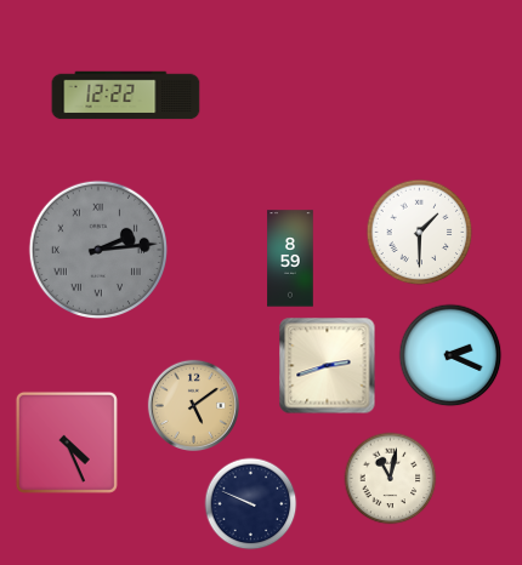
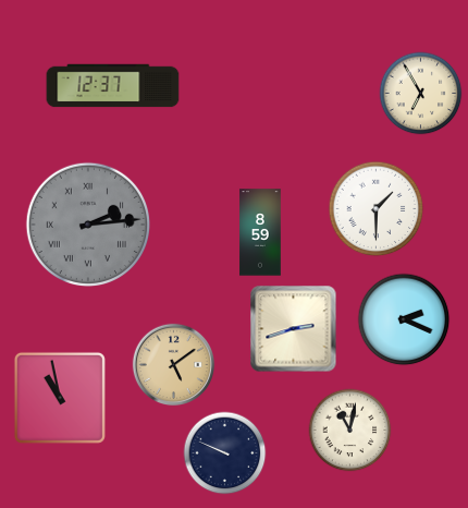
clock at (126, 96): 12:22 -> 12:37
clock at (421, 94): none -> 6:55
clock at (67, 443): 4:26 -> 10:58
